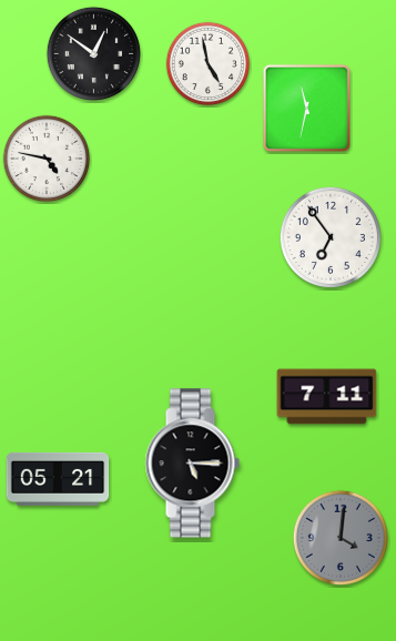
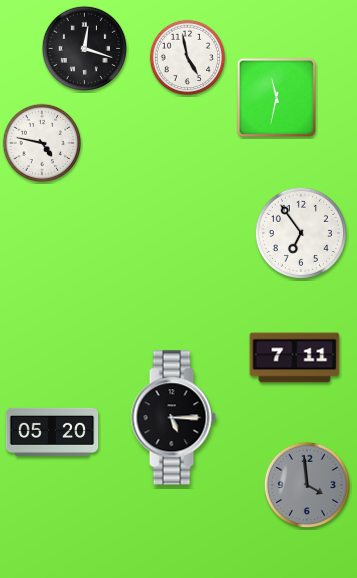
clock at (93, 53): 12:51 -> 12:18
clock at (331, 237) position: (331, 237) -> (301, 233)
clock at (58, 479): 05:21 -> 05:20
clock at (341, 538): 4:01 -> 3:59
